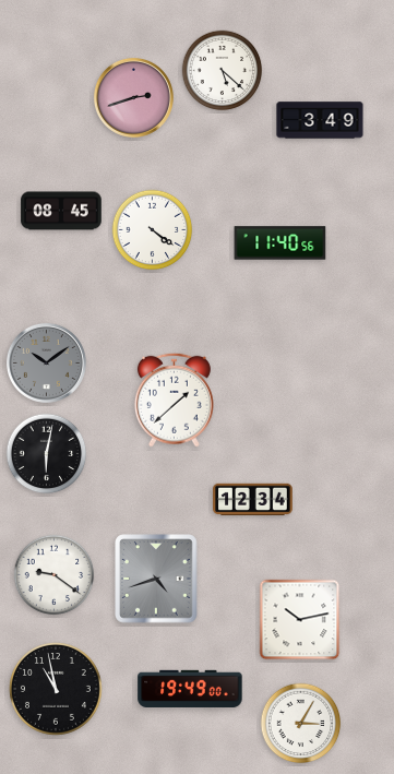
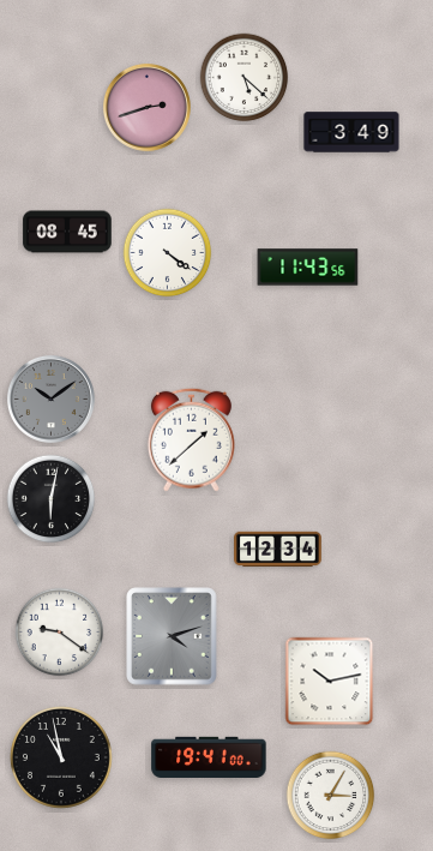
clock at (280, 243): 11:40 -> 11:43
clock at (156, 579): 4:42 -> 4:12
clock at (190, 688): 19:49 -> 19:41
